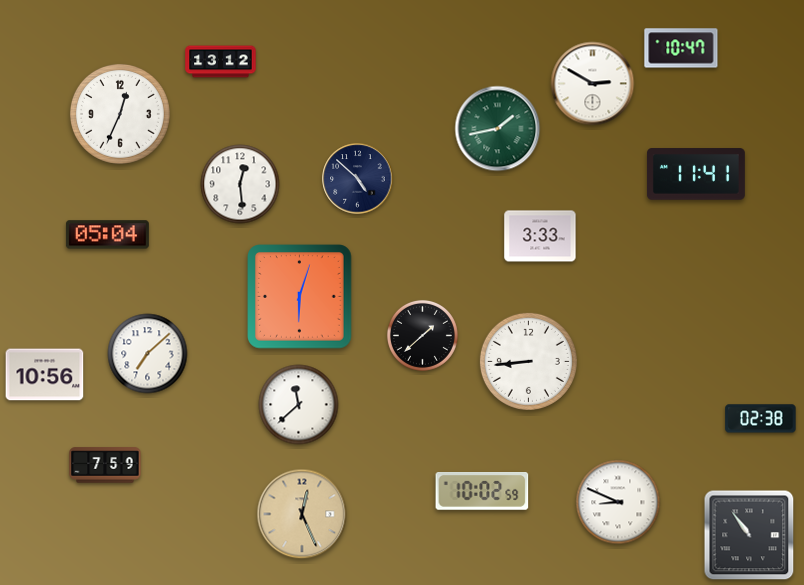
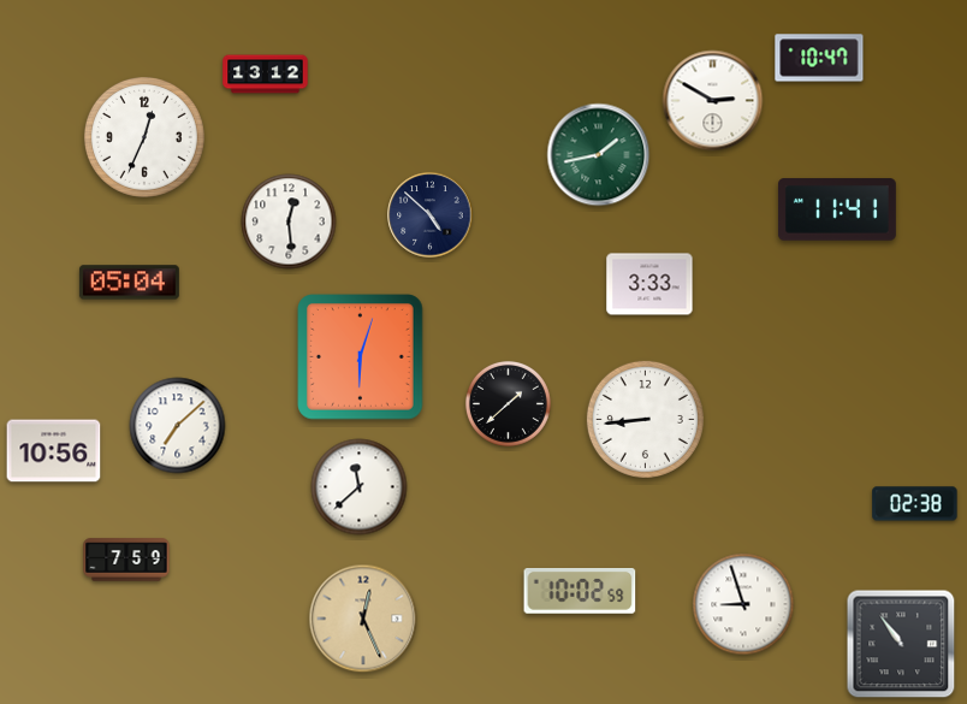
clock at (528, 361) position: (528, 361) -> (645, 419)
clock at (618, 502): 8:49 -> 8:57
